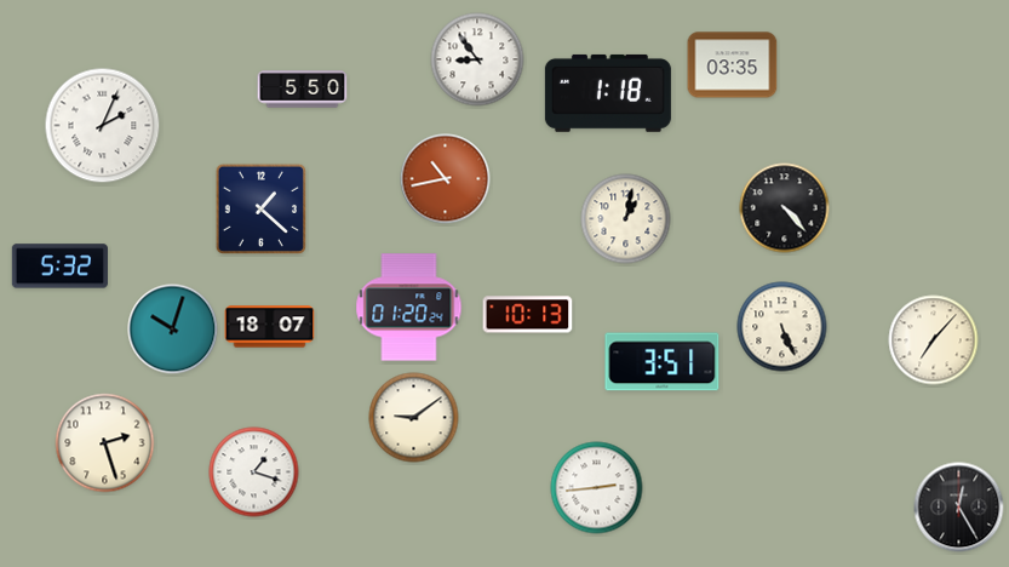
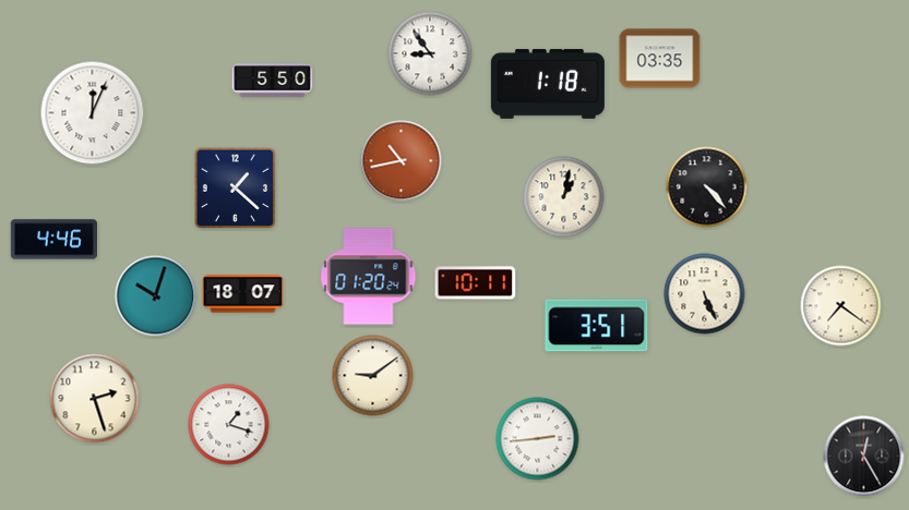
clock at (103, 126): 2:04 -> 12:04
clock at (59, 267): 5:32 -> 4:46
clock at (528, 315): 10:13 -> 10:11
clock at (934, 340): 7:07 -> 7:21
